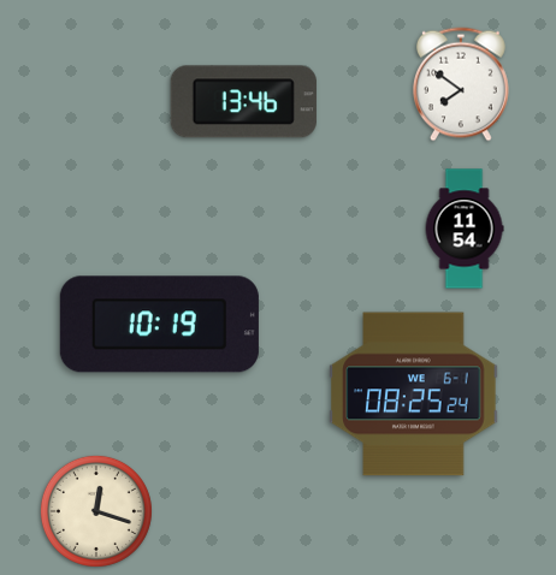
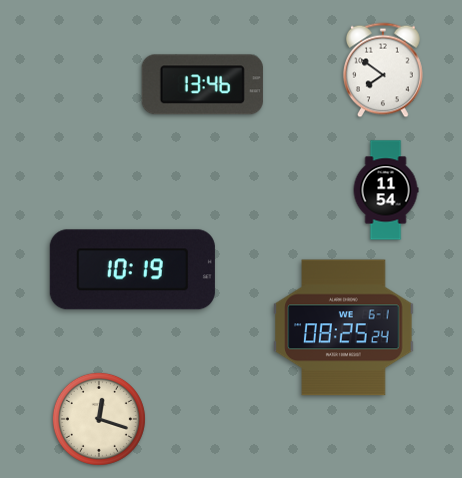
clock at (96, 511) position: (96, 511) -> (99, 419)
